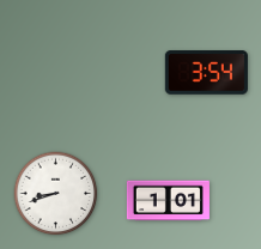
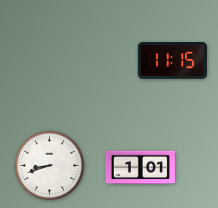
clock at (206, 73): 3:54 -> 11:15
clock at (56, 194) position: (56, 194) -> (50, 166)
